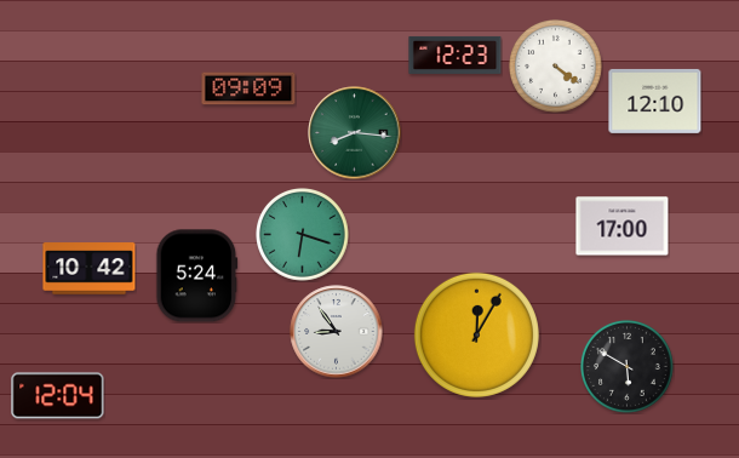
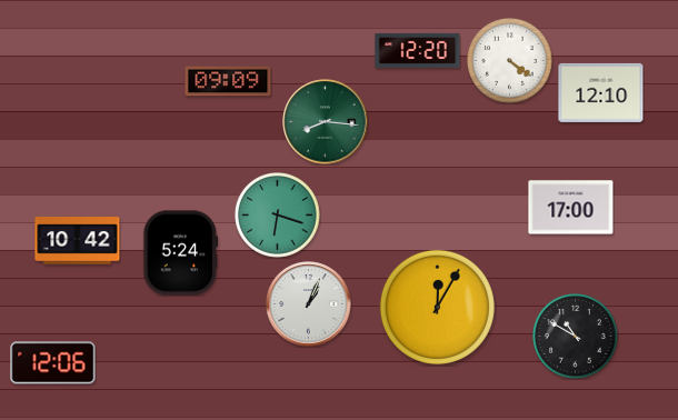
clock at (456, 55): 12:23 -> 12:20
clock at (90, 269) position: (90, 269) -> (78, 241)
clock at (337, 332): 8:54 -> 1:04
clock at (628, 367): 5:50 -> 10:50
clock at (58, 396): 12:04 -> 12:06
